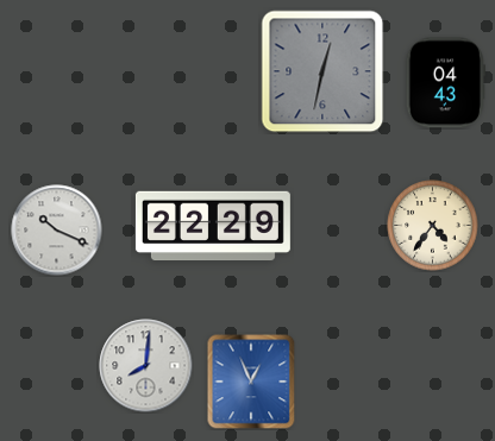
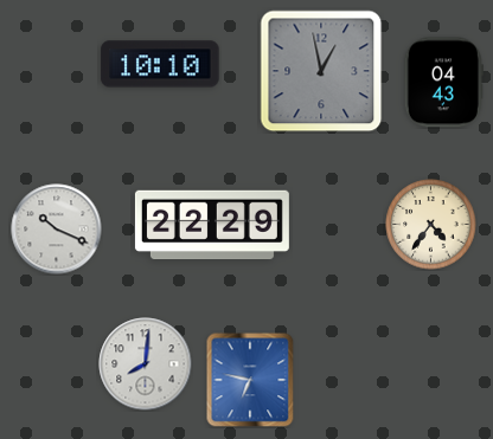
clock at (160, 64): none -> 10:10
clock at (322, 71): 12:32 -> 12:58
clock at (251, 382): 12:56 -> 6:47
